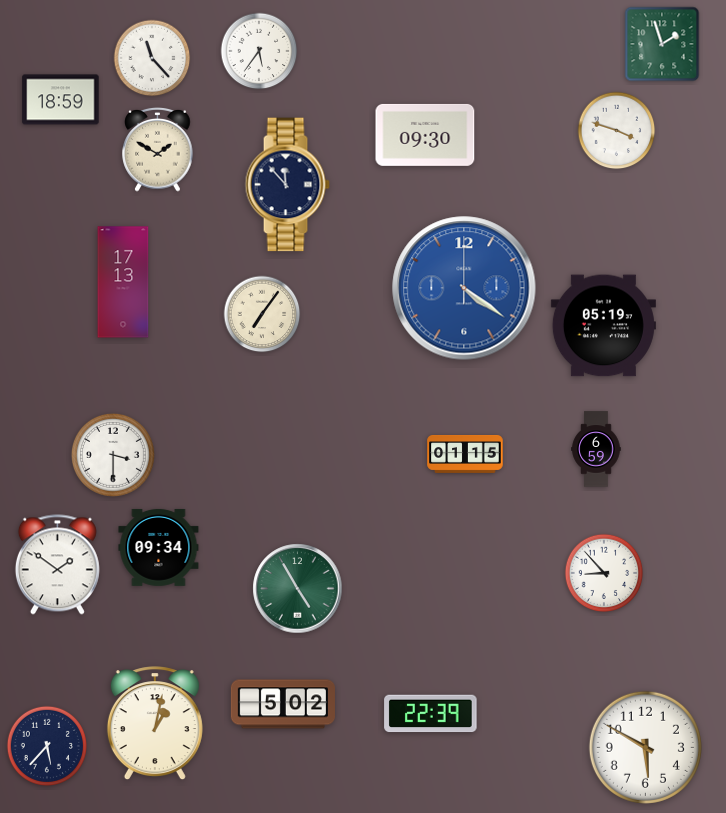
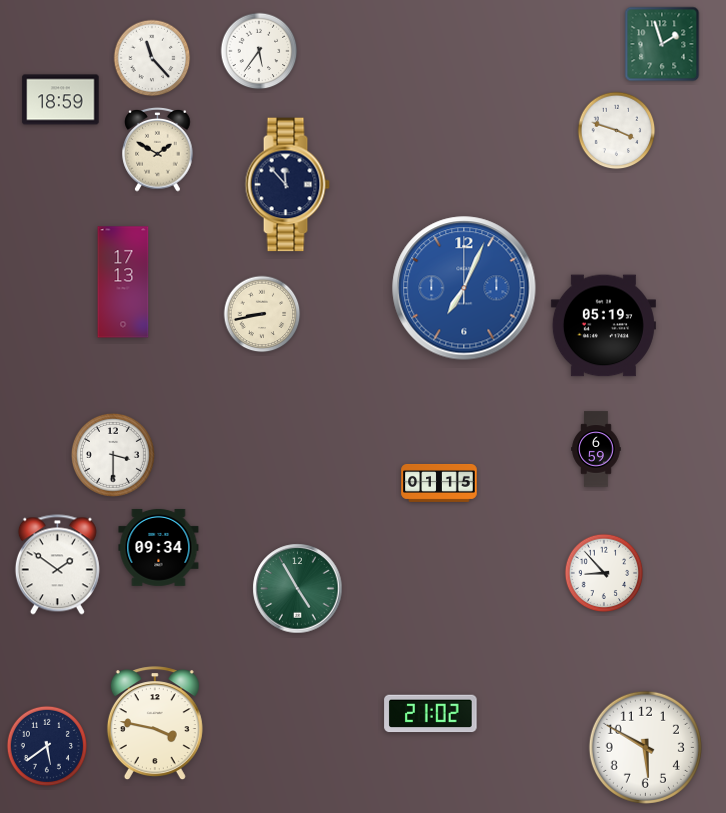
clock at (425, 135): 09:30 -> none
clock at (464, 288): 4:21 -> 7:04
clock at (262, 314): 7:06 -> 8:43
clock at (465, 454) position: (465, 454) -> (439, 483)
clock at (282, 704): 5:02 -> none
clock at (431, 714): 22:39 -> 21:02
clock at (155, 724): 1:02 -> 3:47
clock at (46, 745): 5:37 -> 5:39
